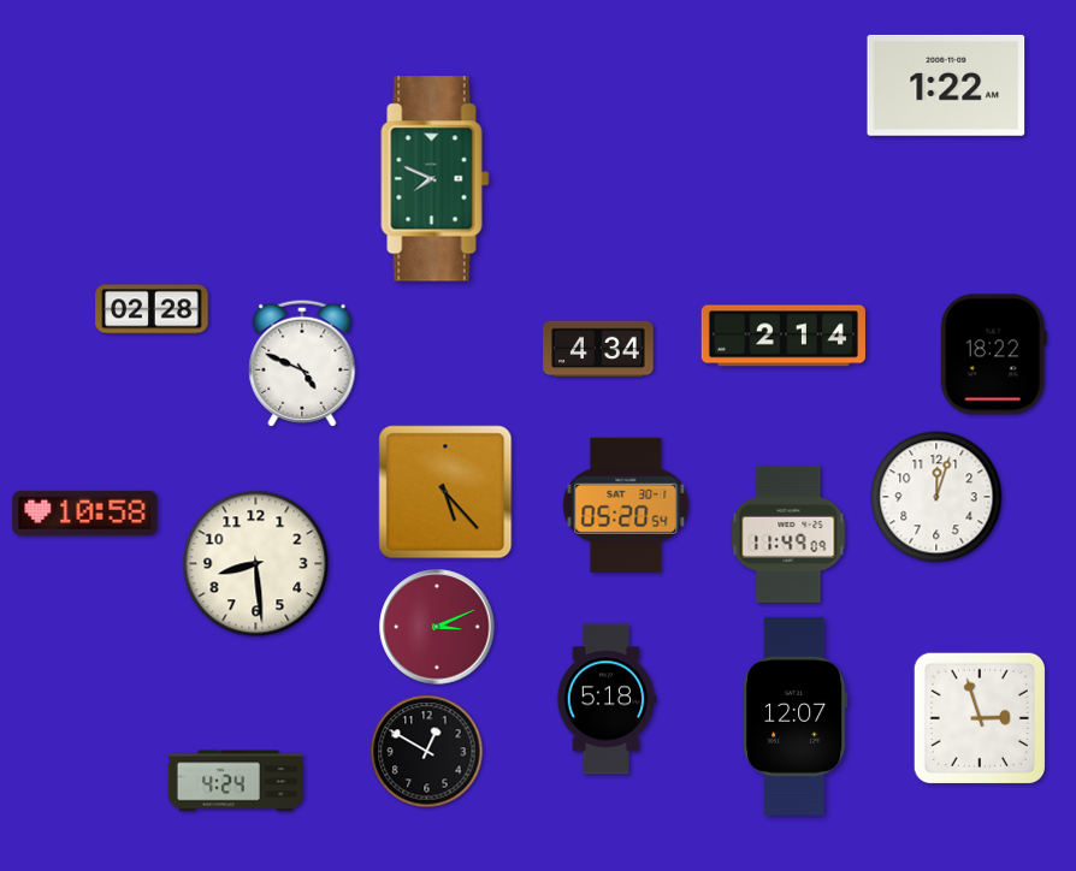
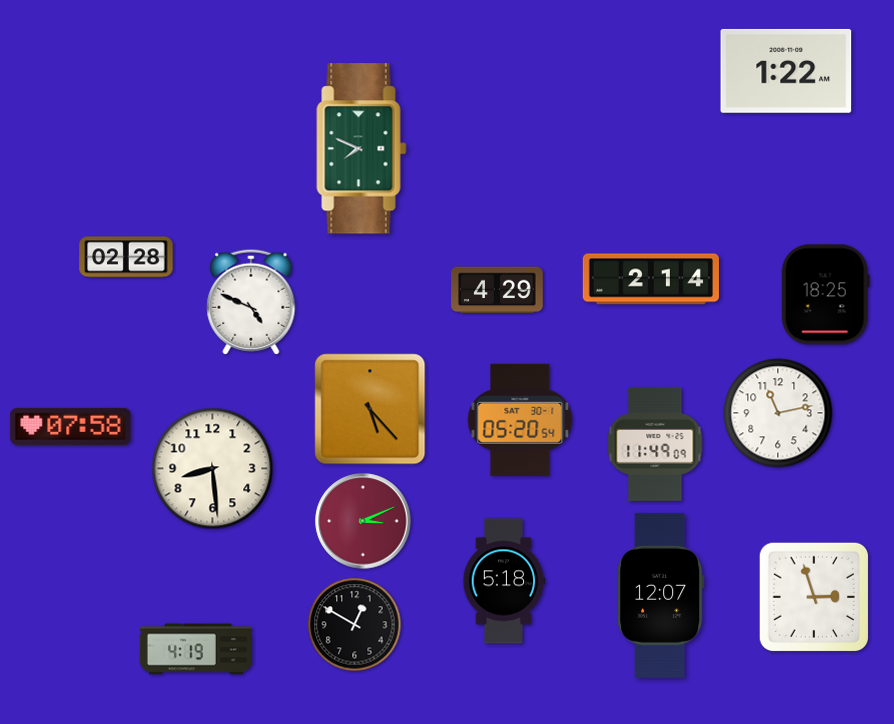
clock at (598, 349): 4:34 -> 4:29
clock at (993, 355): 18:22 -> 18:25
clock at (936, 497): 12:03 -> 11:13
clock at (85, 512): 10:58 -> 07:58
clock at (236, 781): 4:24 -> 4:19
